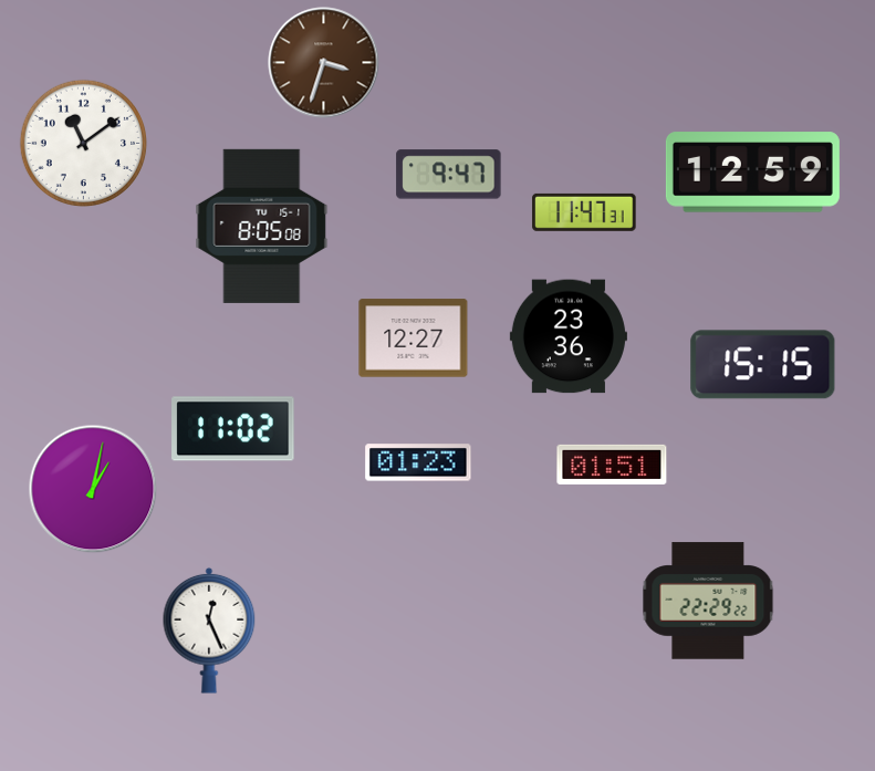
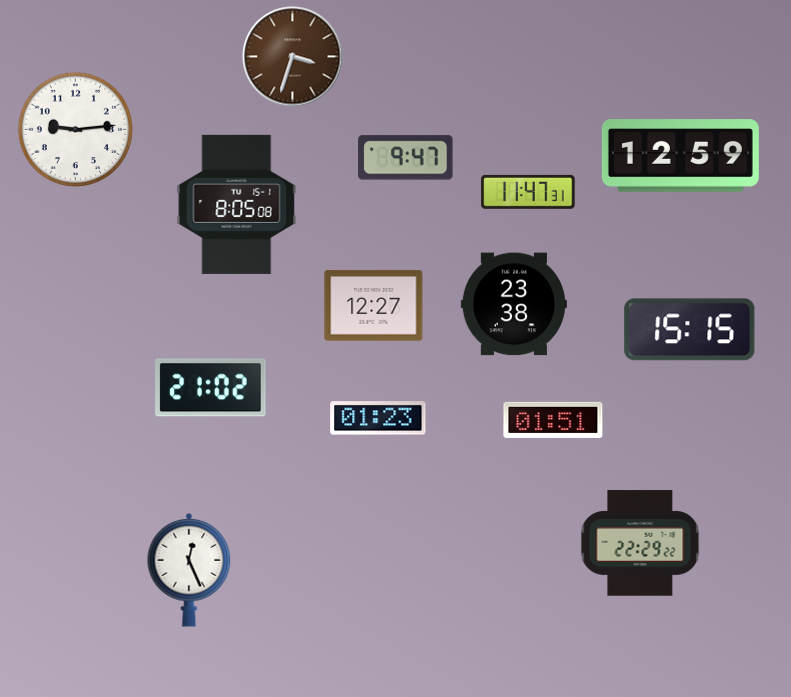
clock at (83, 143): 11:09 -> 9:14
clock at (569, 336): 23:36 -> 23:38
clock at (233, 429): 11:02 -> 21:02
clock at (93, 489): 1:02 -> none
